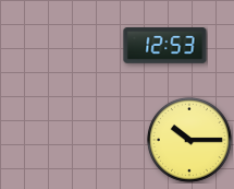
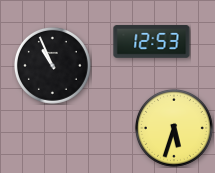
clock at (52, 65): none -> 10:56
clock at (189, 140): 10:15 -> 5:33
